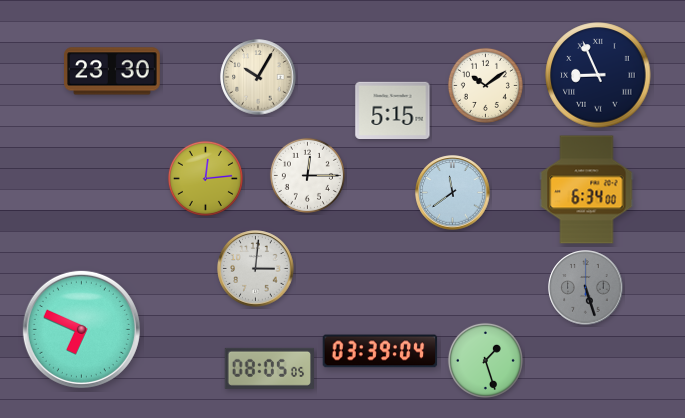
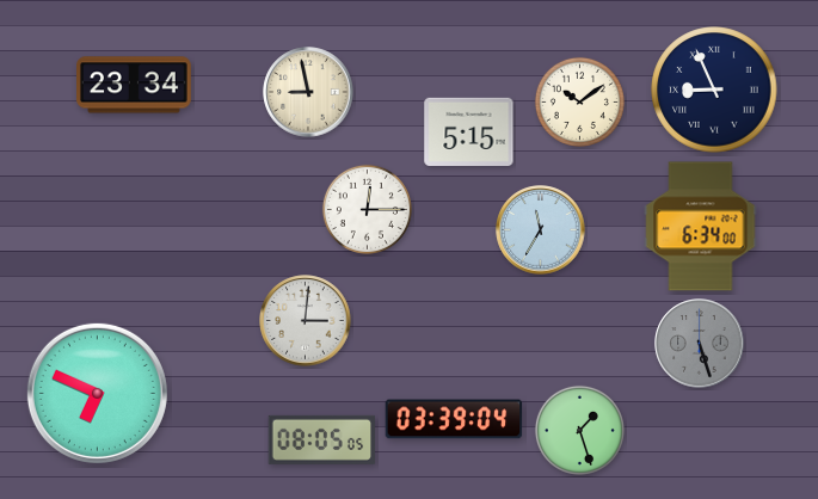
clock at (113, 71): 23:30 -> 23:34
clock at (258, 77): 10:05 -> 8:58
clock at (205, 178): 12:14 -> none
clock at (453, 193): 11:39 -> 11:35
